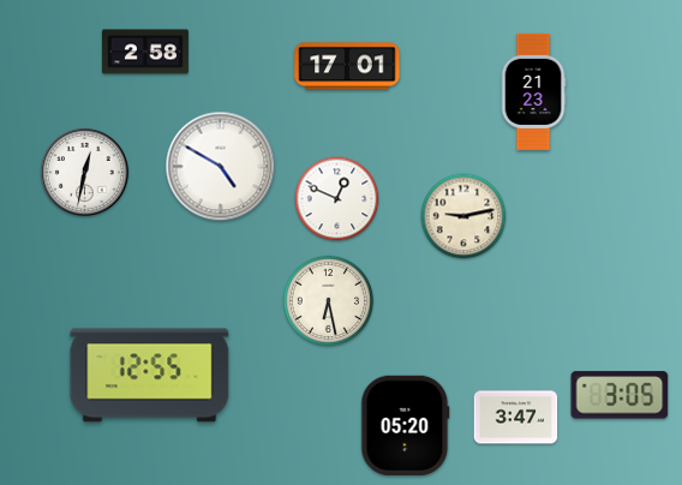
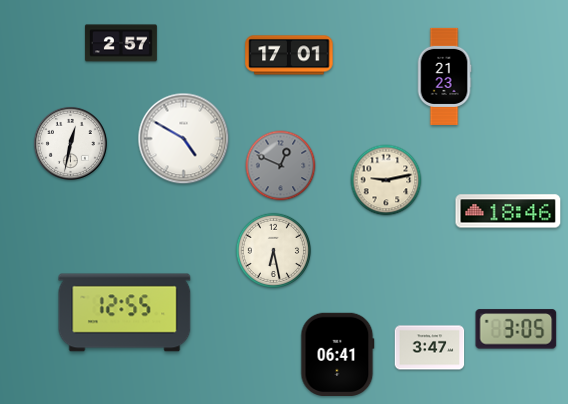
clock at (145, 52): 2:58 -> 2:57
clock at (337, 199) dial: white -> grey
clock at (508, 211): none -> 18:46
clock at (406, 425): 05:20 -> 06:41
